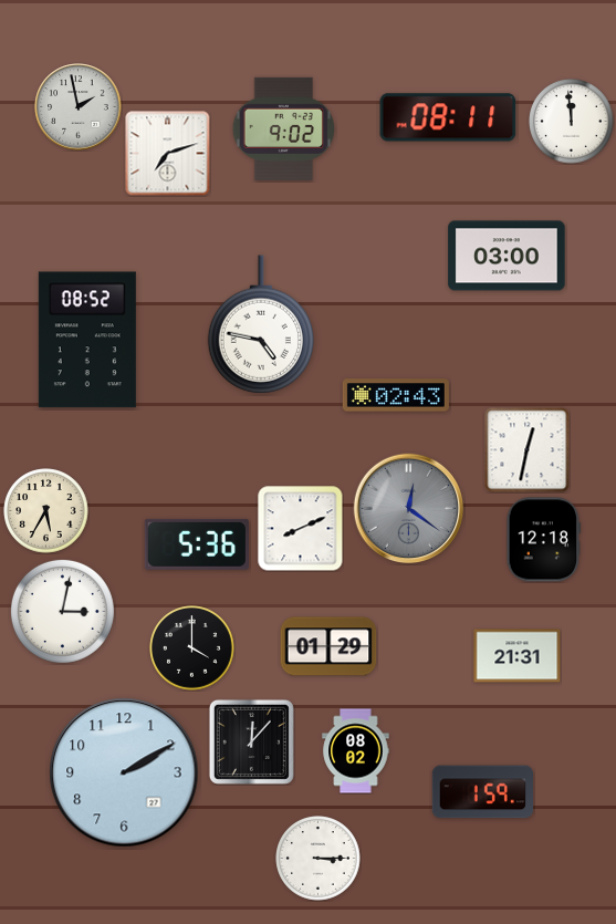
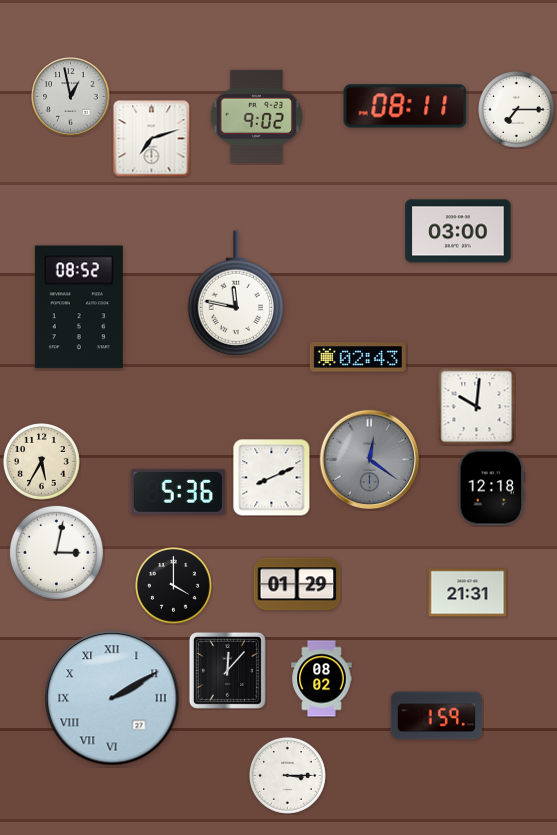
clock at (79, 107): 1:58 -> 12:58
clock at (572, 122): 11:59 -> 7:15
clock at (261, 324): 4:47 -> 11:47
clock at (526, 449): 12:32 -> 10:01
clock at (124, 772) numerals: Arabic -> Roman
